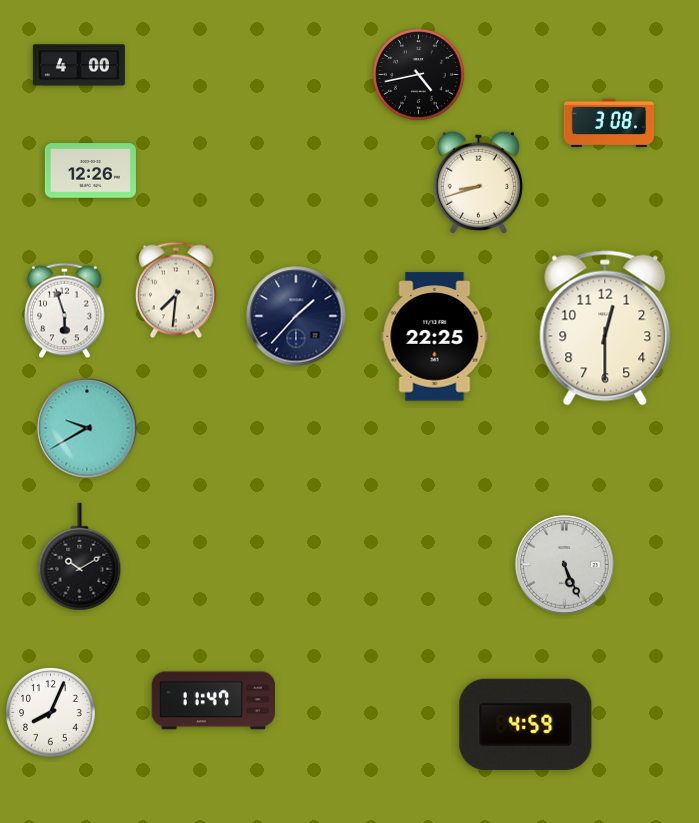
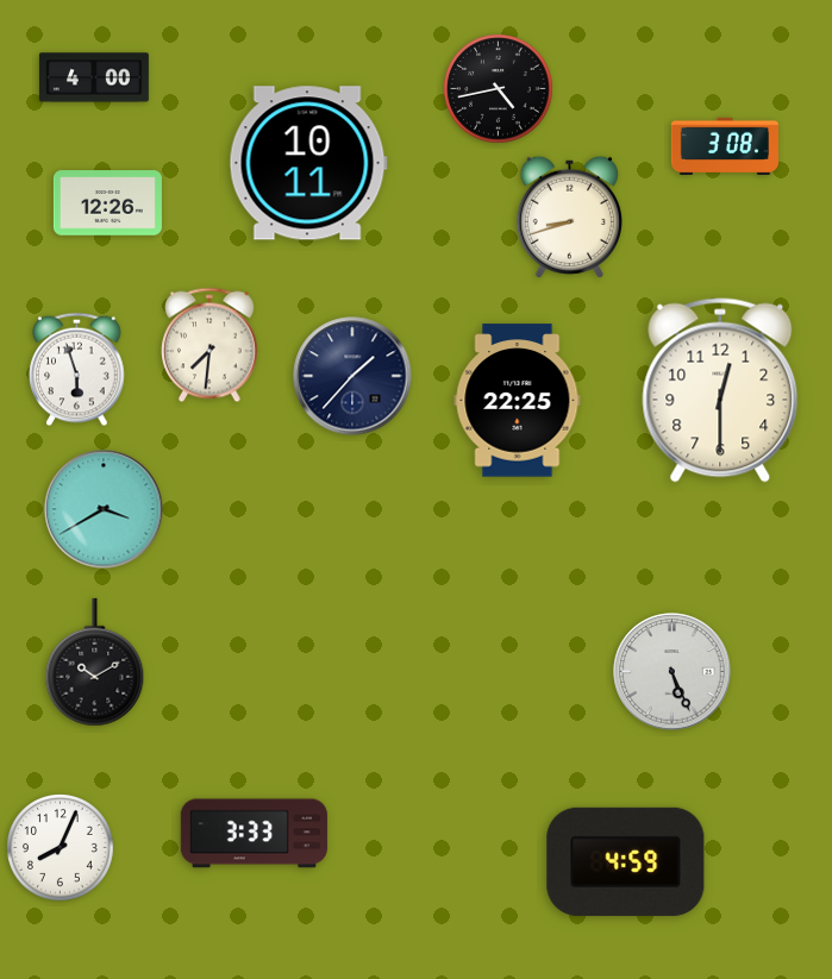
clock at (308, 163): none -> 10:11
clock at (87, 428): 9:40 -> 3:40
clock at (213, 701): 11:47 -> 3:33
